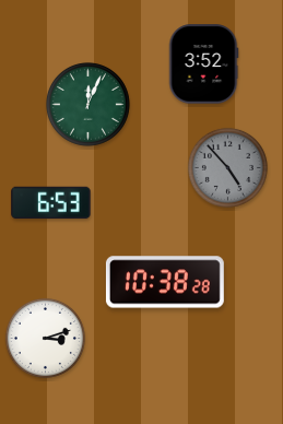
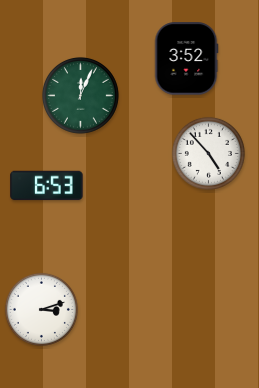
clock at (227, 167) dial: grey -> white
clock at (165, 282): 10:38 -> none
